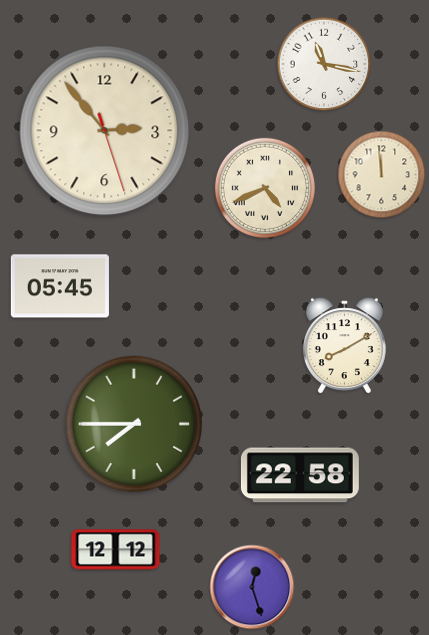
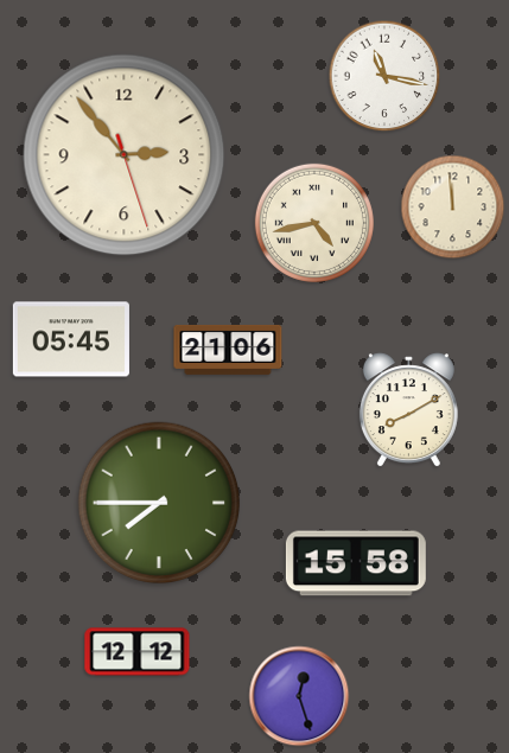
clock at (265, 188): 4:41 -> 4:43
clock at (228, 350): none -> 21:06
clock at (300, 475): 22:58 -> 15:58
